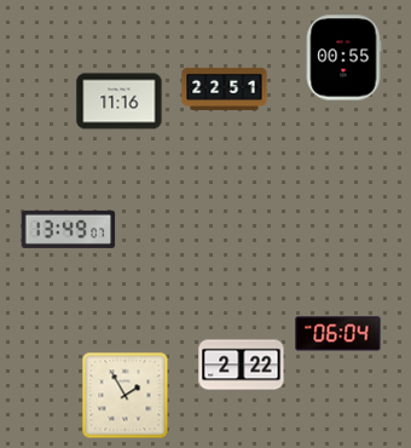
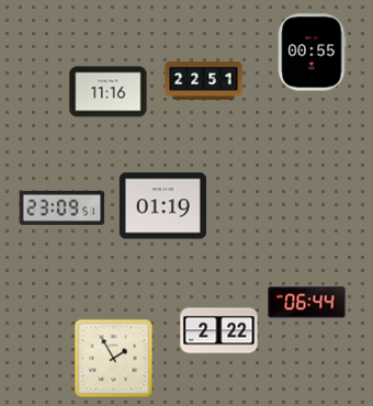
clock at (162, 206): none -> 01:19
clock at (69, 229): 13:49 -> 23:09
clock at (338, 334): 06:04 -> 06:44
